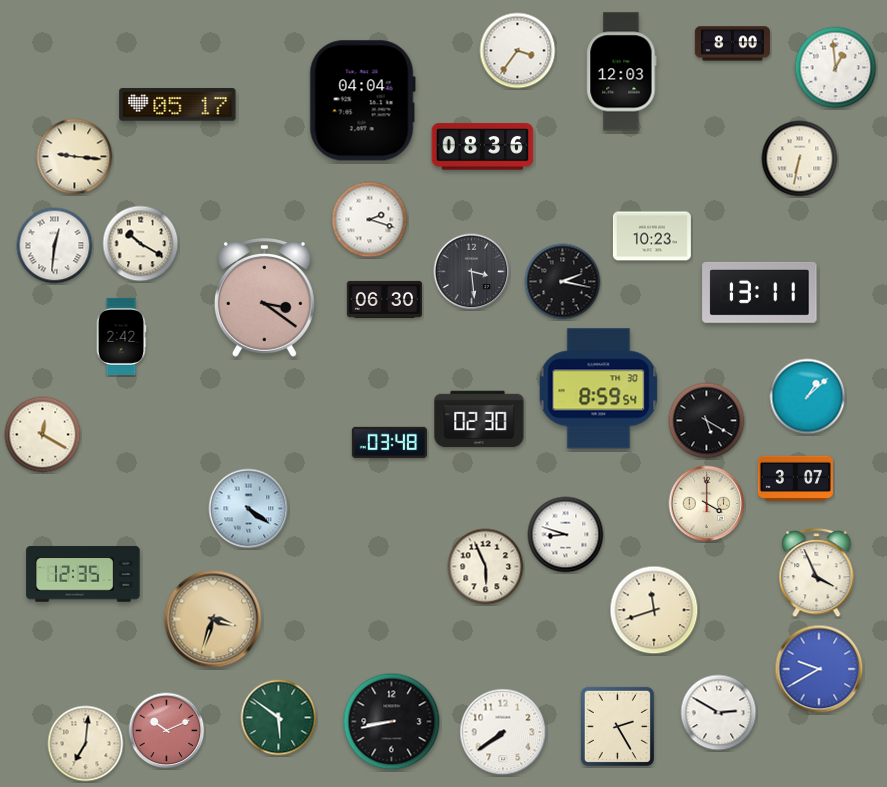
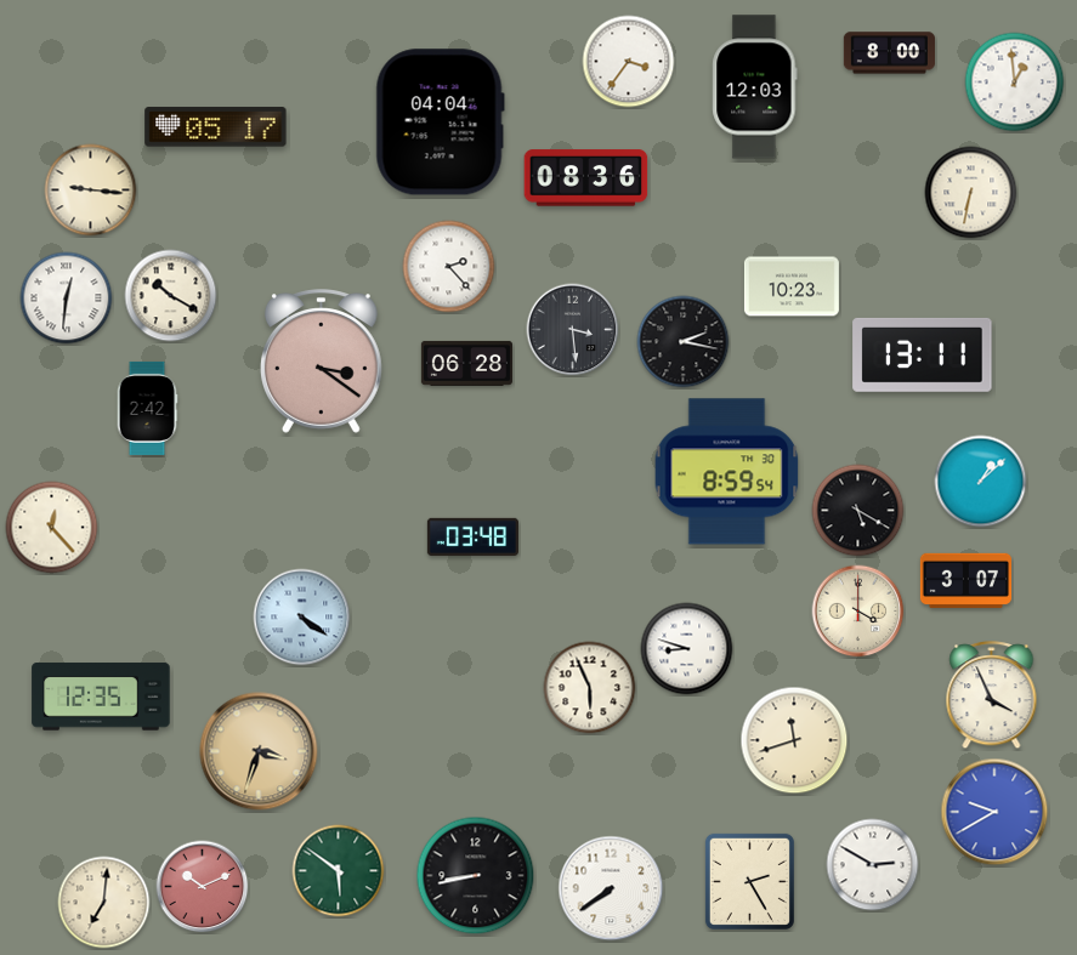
clock at (370, 220): 2:18 -> 2:23
clock at (384, 299): 06:30 -> 06:28
clock at (479, 419): 02:30 -> none
clock at (43, 435): 12:20 -> 12:23
